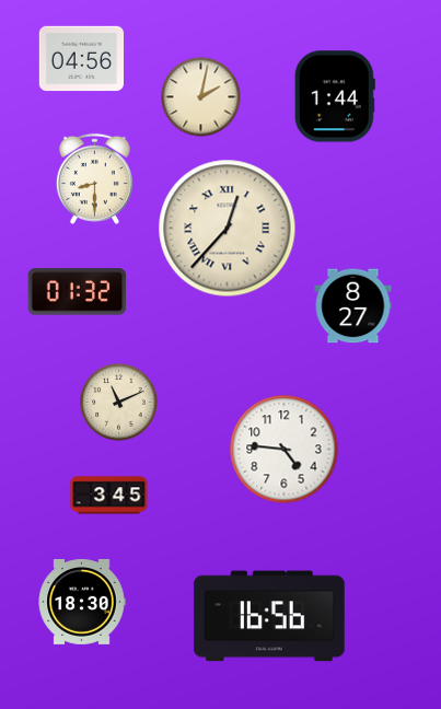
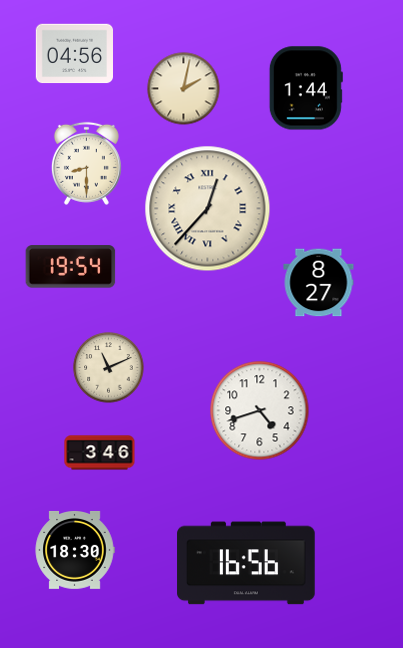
clock at (78, 292): 01:32 -> 19:54
clock at (353, 306) position: (353, 306) -> (319, 283)
clock at (285, 450): 4:46 -> 4:42
clock at (109, 496): 3:45 -> 3:46
